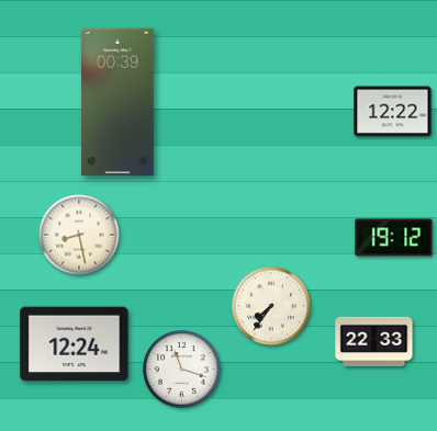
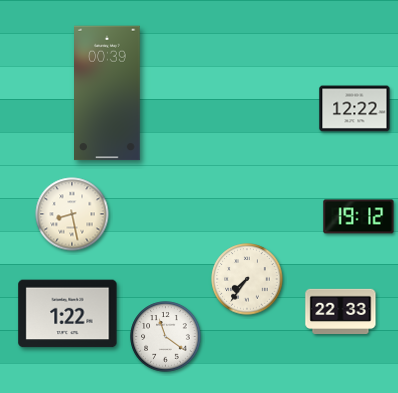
clock at (393, 112) position: (393, 112) -> (355, 109)
clock at (75, 344): 12:24 -> 1:22
clock at (182, 370): 11:18 -> 11:21
